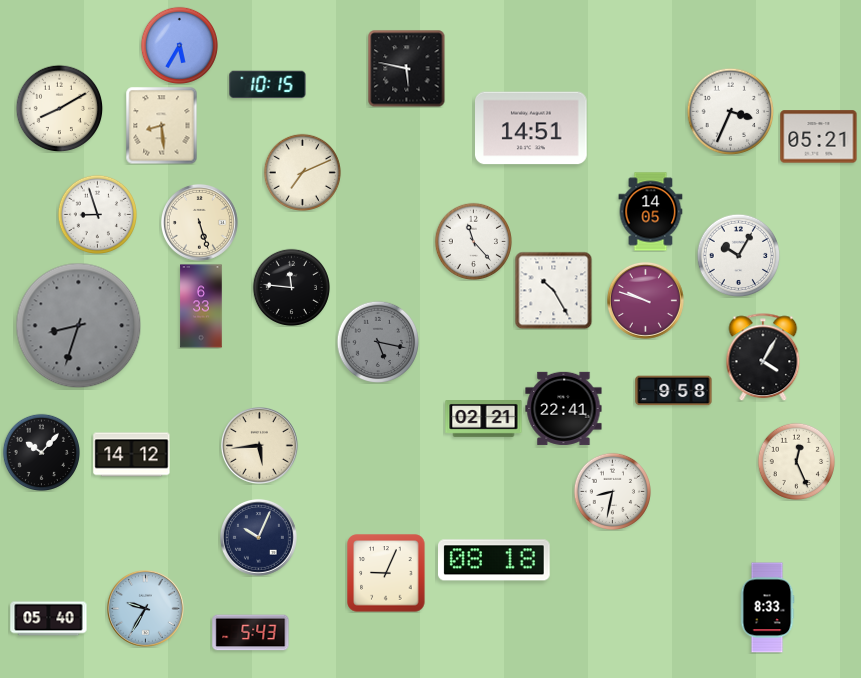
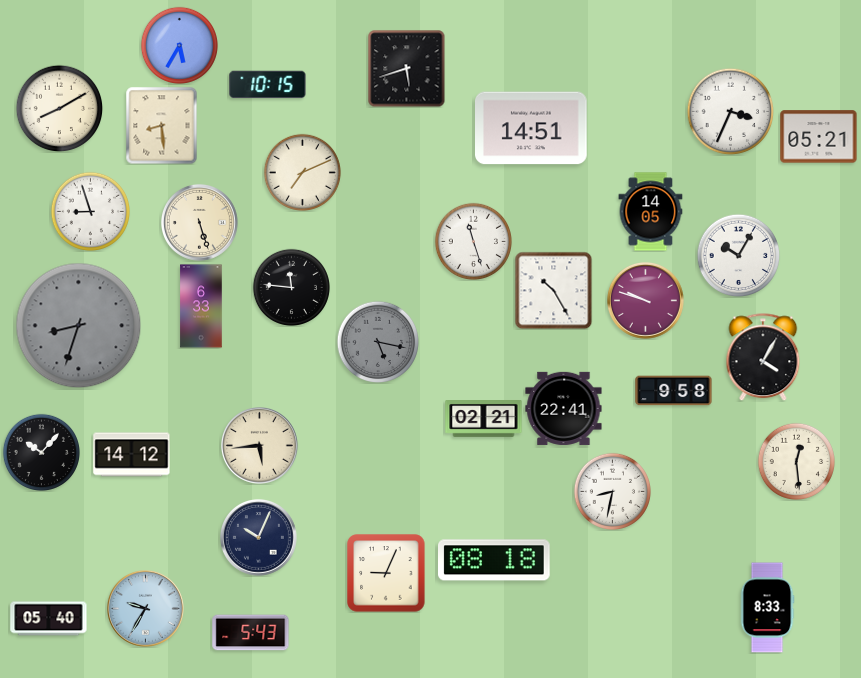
clock at (406, 68): 5:47 -> 5:42
clock at (97, 214) position: (97, 214) -> (90, 211)
clock at (473, 241): 11:23 -> 11:27
clock at (796, 461): 12:26 -> 12:29
